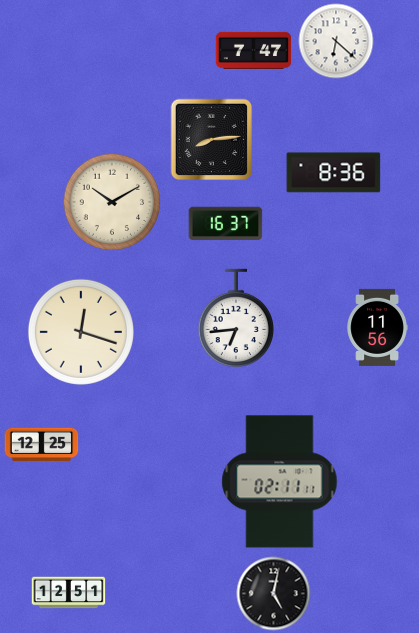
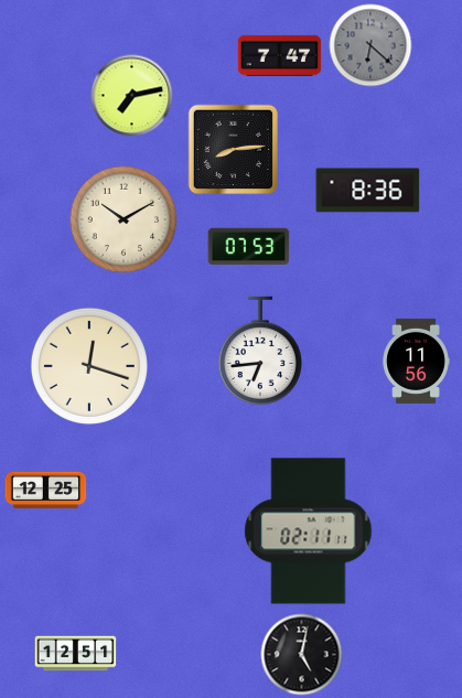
clock at (336, 41) dial: white -> grey
clock at (132, 96): none -> 7:13
clock at (212, 140) position: (212, 140) -> (234, 150)
clock at (112, 202) position: (112, 202) -> (123, 219)
clock at (226, 224): 16:37 -> 07:53
